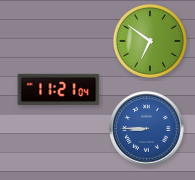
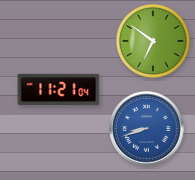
clock at (150, 41) position: (150, 41) -> (153, 41)
clock at (147, 129): 8:45 -> 8:42
